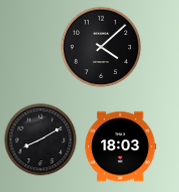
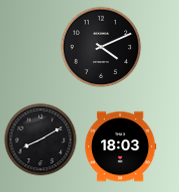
clock at (101, 47): 4:08 -> 4:11
